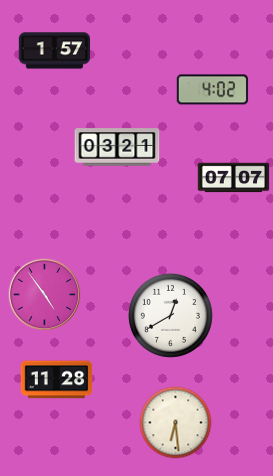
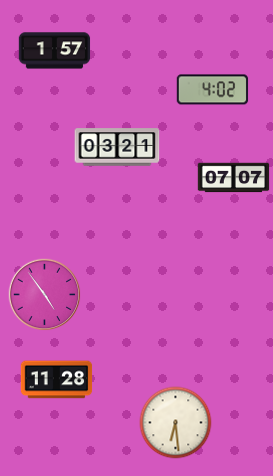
clock at (170, 315): 12:40 -> none
